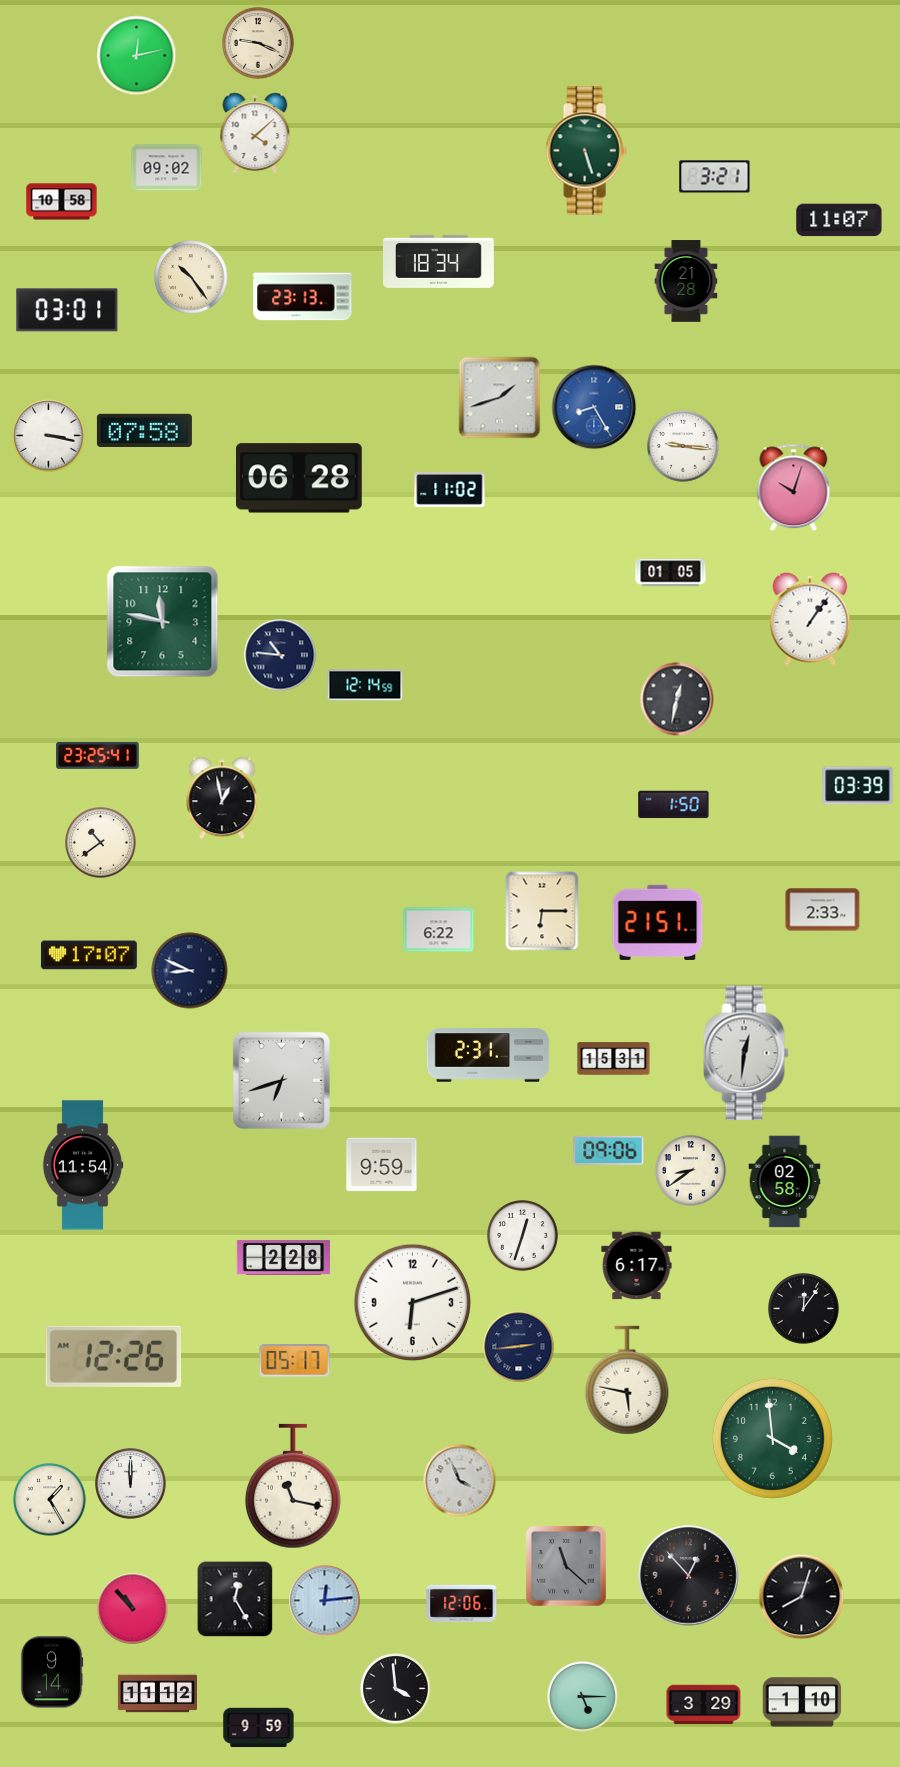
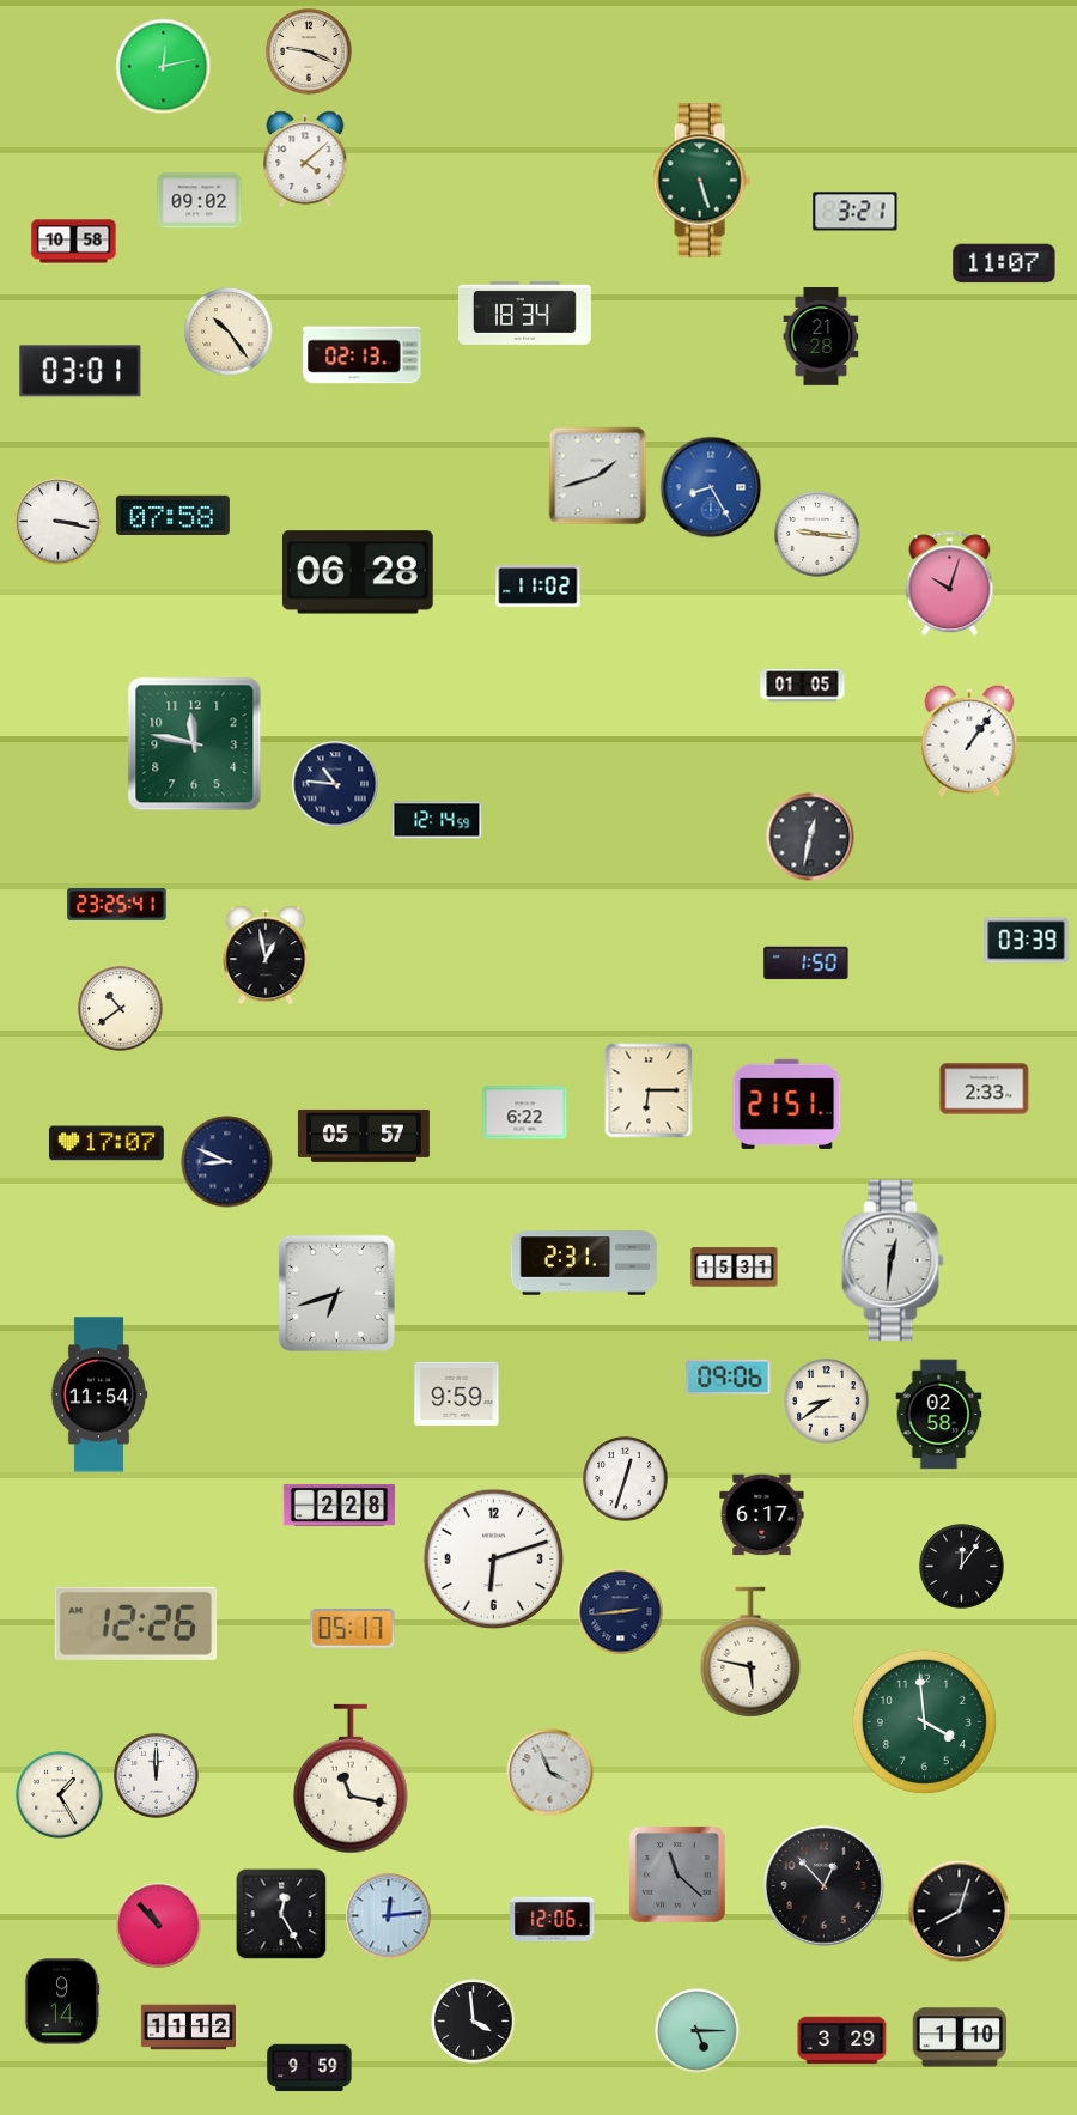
clock at (303, 297): 23:13 -> 02:13
clock at (364, 1136): none -> 05:57
